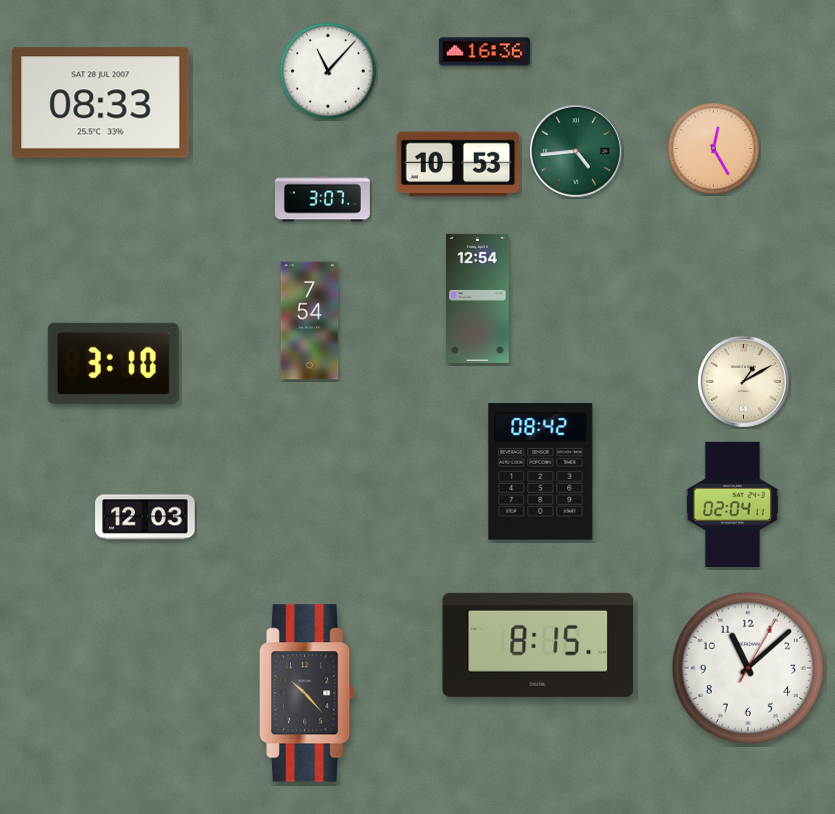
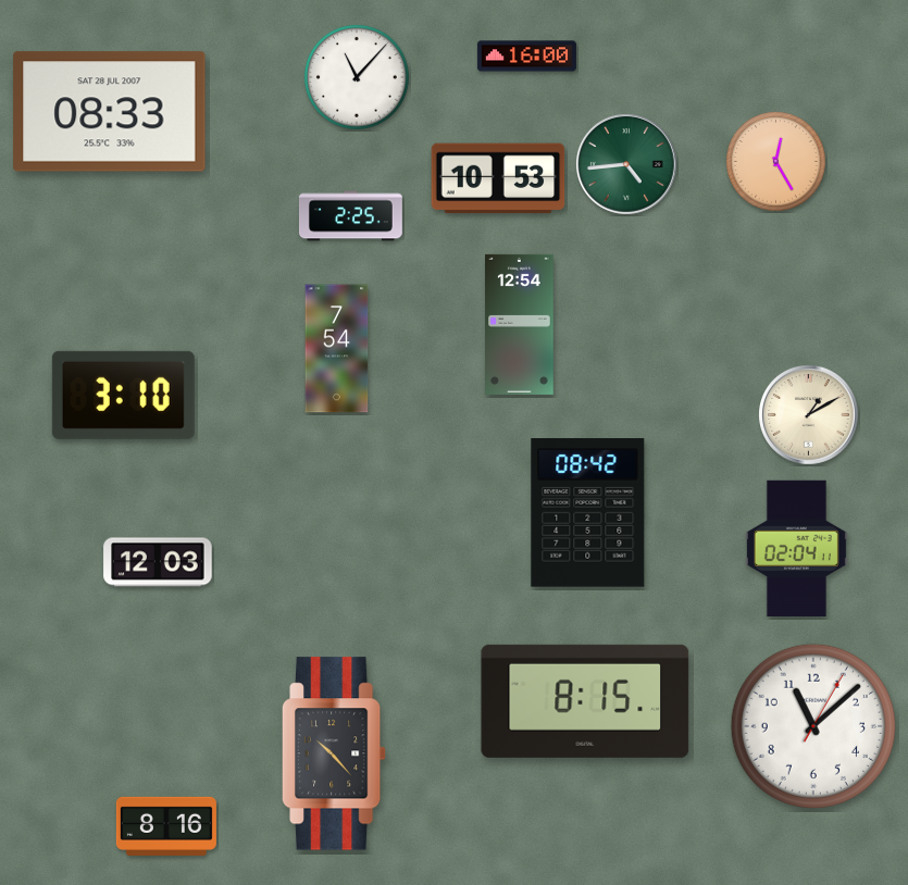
clock at (484, 52): 16:36 -> 16:00
clock at (322, 199): 3:07 -> 2:25
clock at (166, 826): none -> 8:16
